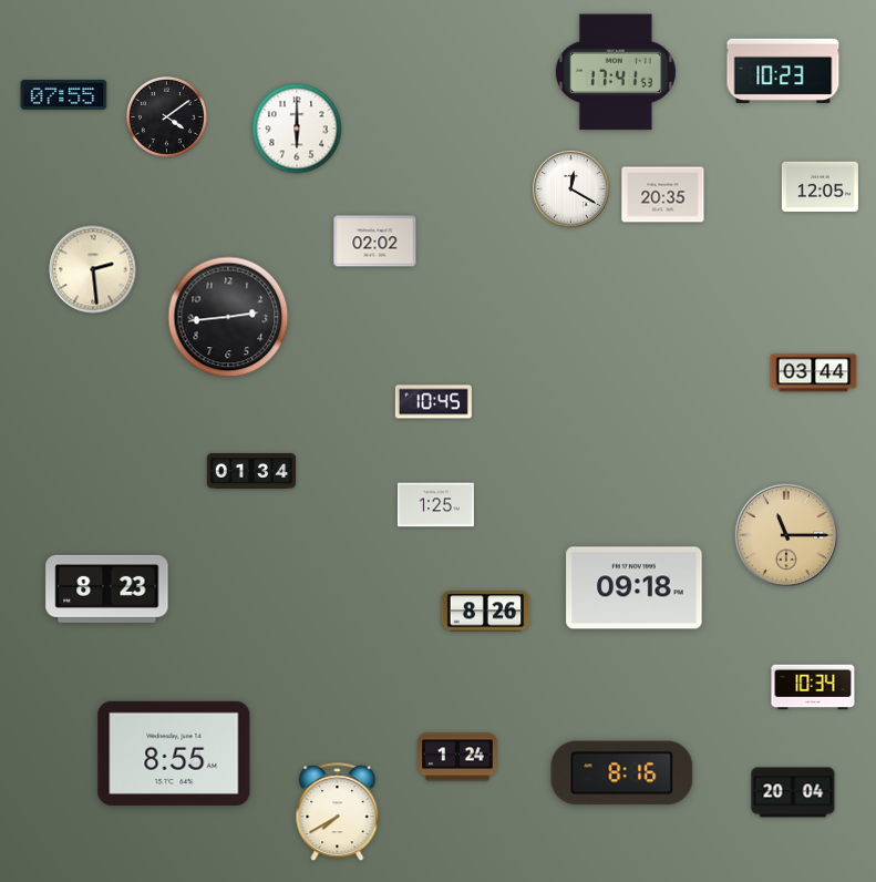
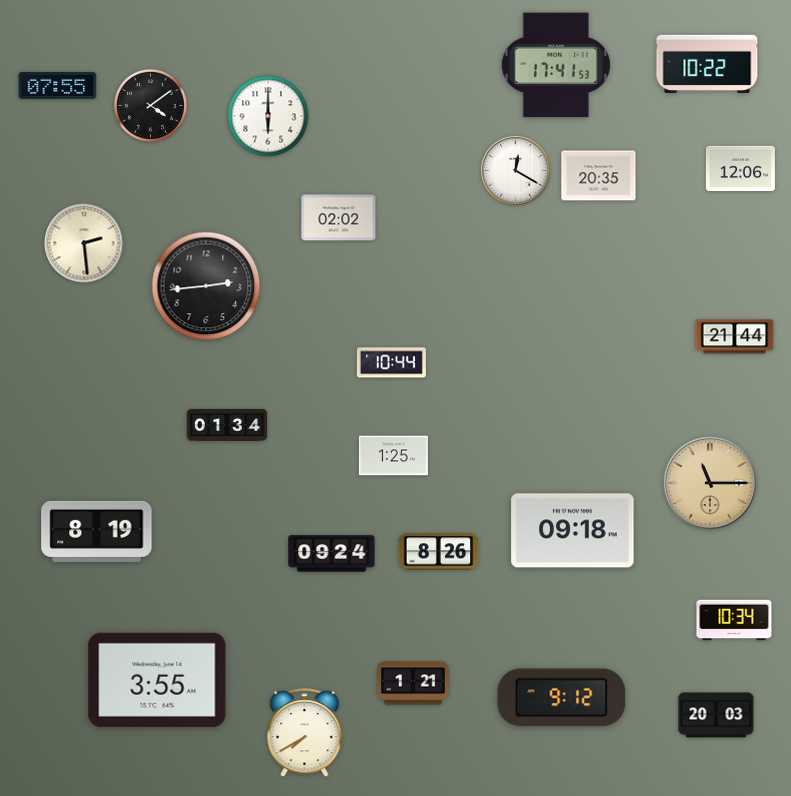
clock at (783, 70): 10:23 -> 10:22
clock at (820, 187): 12:05 -> 12:06
clock at (814, 373): 03:44 -> 21:44
clock at (433, 402): 10:45 -> 10:44
clock at (107, 588): 8:23 -> 8:19
clock at (332, 554): none -> 09:24
clock at (174, 753): 8:55 -> 3:55
clock at (457, 757): 1:24 -> 1:21
clock at (622, 773): 8:16 -> 9:12
clock at (793, 792): 20:04 -> 20:03
